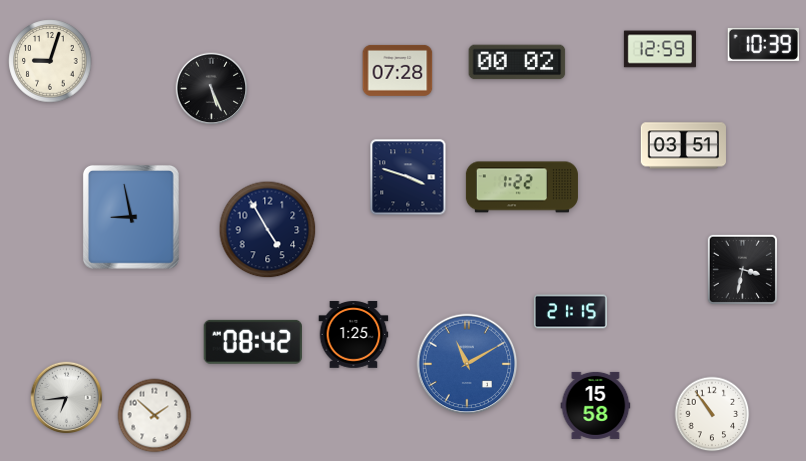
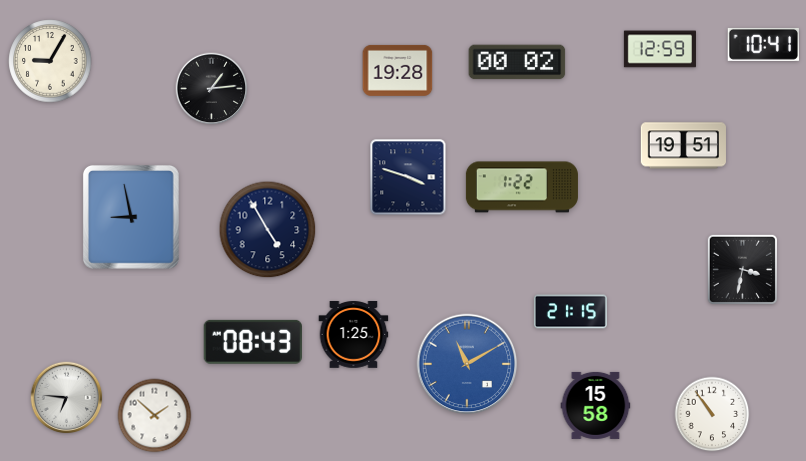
clock at (763, 44): 10:39 -> 10:41
clock at (50, 61): 9:03 -> 9:05
clock at (398, 70): 07:28 -> 19:28
clock at (212, 89): 5:26 -> 1:14
clock at (683, 146): 03:51 -> 19:51
clock at (253, 342): 08:42 -> 08:43
clock at (67, 398): 6:44 -> 6:46
